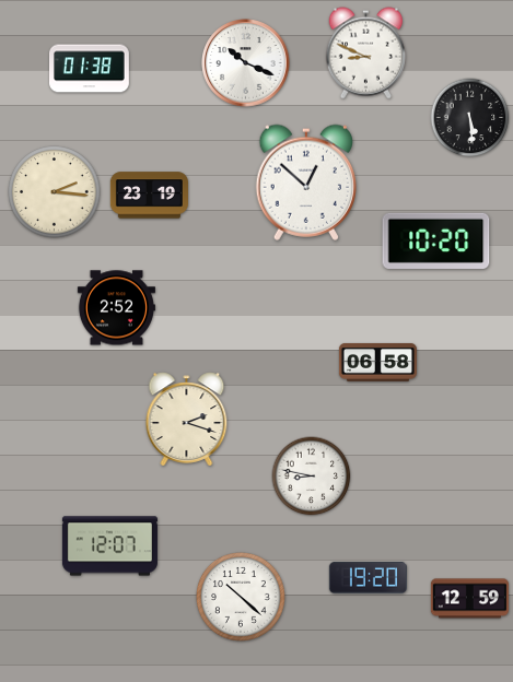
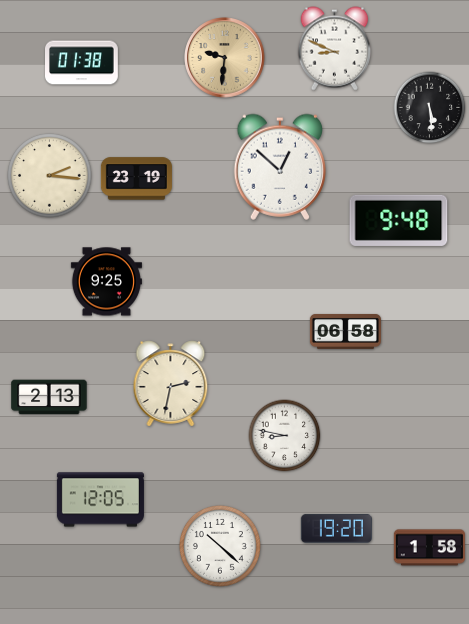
clock at (246, 63): 10:19 -> 9:31
clock at (246, 63) dial: white -> champagne
clock at (436, 240): 10:20 -> 9:48
clock at (116, 308): 2:52 -> 9:25
clock at (187, 420): 2:18 -> 2:32
clock at (49, 397): none -> 2:13
clock at (109, 546): 12:07 -> 12:05
clock at (469, 599): 12:59 -> 1:58
